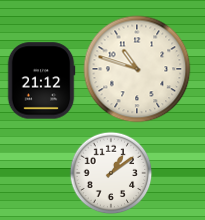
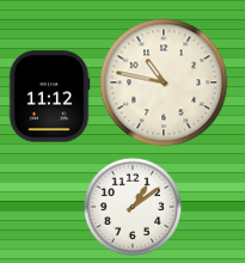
clock at (137, 69): 10:48 -> 10:47
clock at (41, 81): 21:12 -> 11:12
